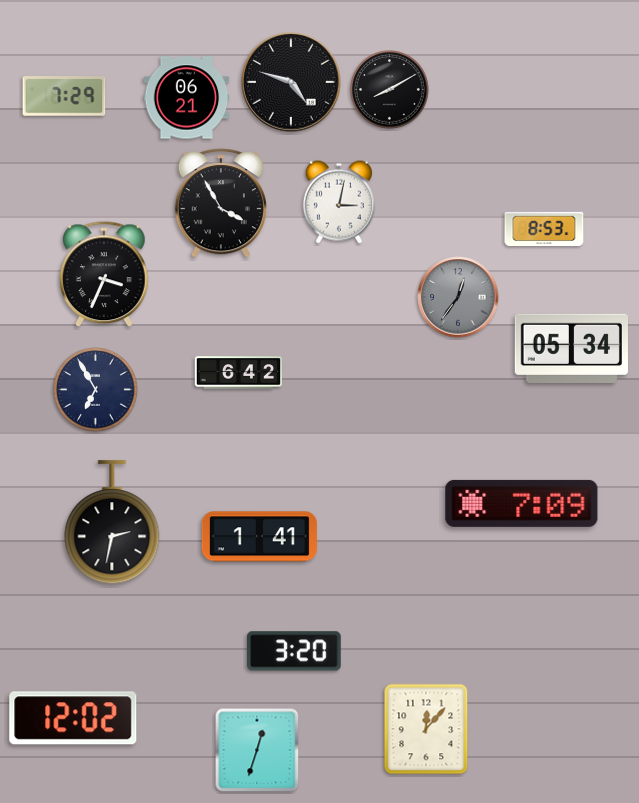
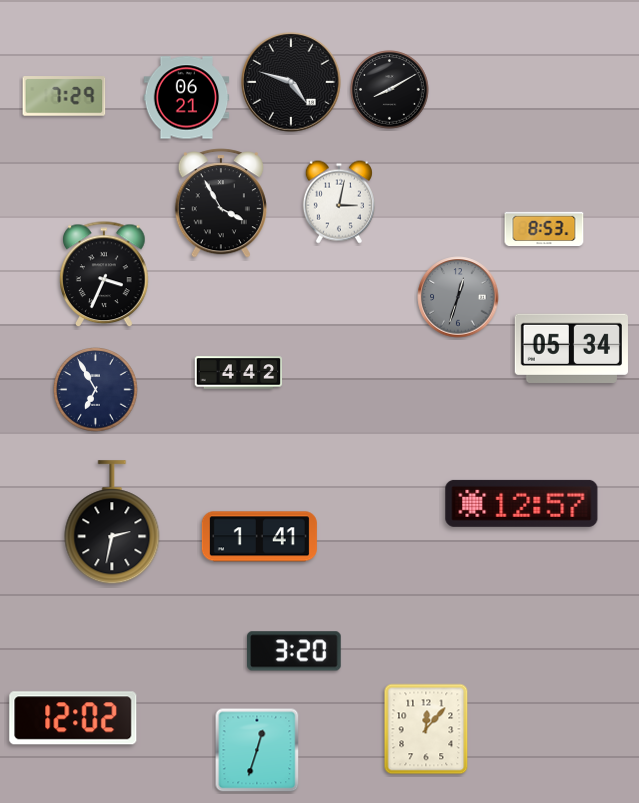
clock at (458, 297): 12:36 -> 12:33
clock at (239, 373): 6:42 -> 4:42
clock at (522, 503): 7:09 -> 12:57
